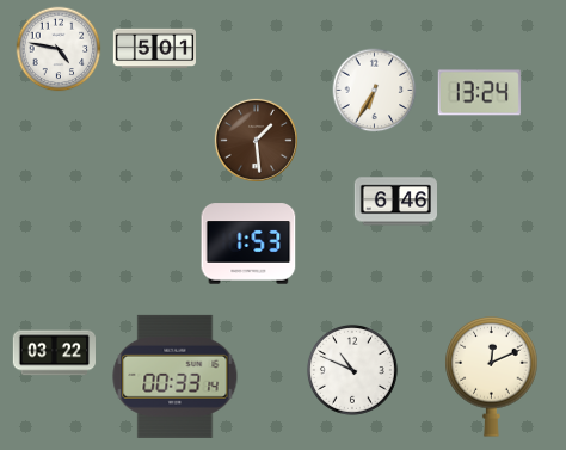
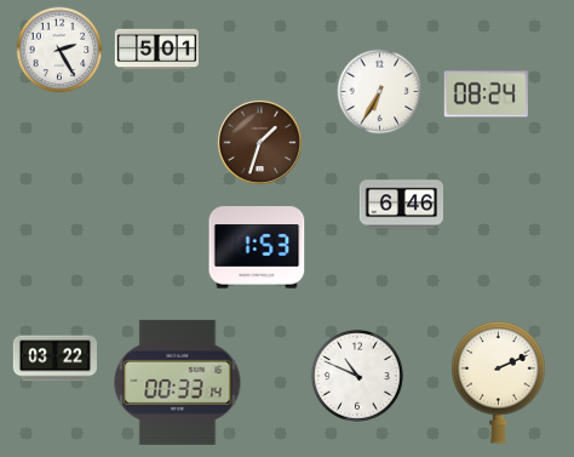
clock at (59, 49): 4:47 -> 2:25
clock at (479, 93): 13:24 -> 08:24
clock at (256, 140): 1:29 -> 1:33
clock at (248, 244) position: (248, 244) -> (257, 247)
clock at (492, 377): 12:11 -> 2:11
